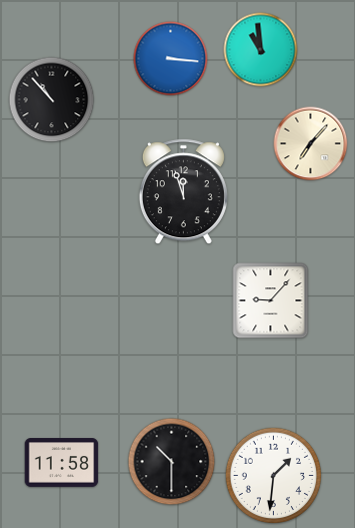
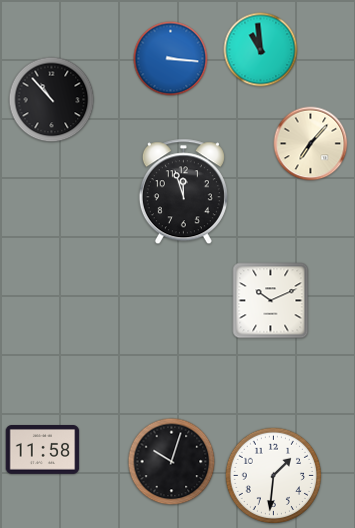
clock at (271, 301): 9:07 -> 10:11
clock at (172, 462): 10:30 -> 10:03
clock at (62, 463) position: (62, 463) -> (43, 450)
